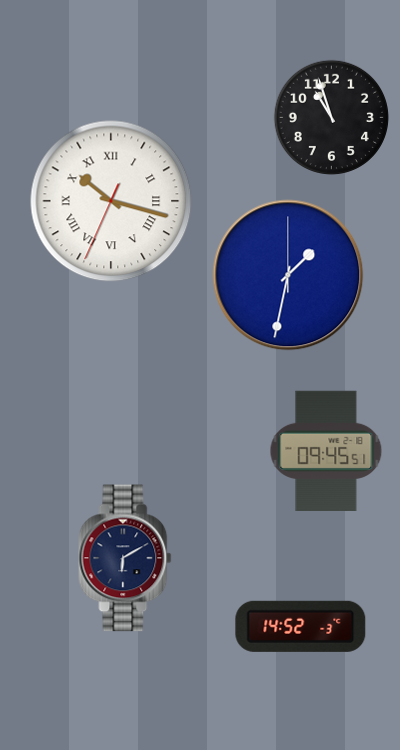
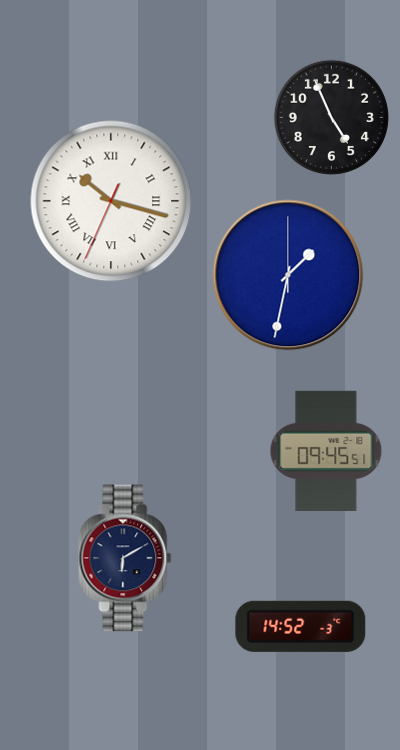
clock at (331, 117): 10:57 -> 4:56
